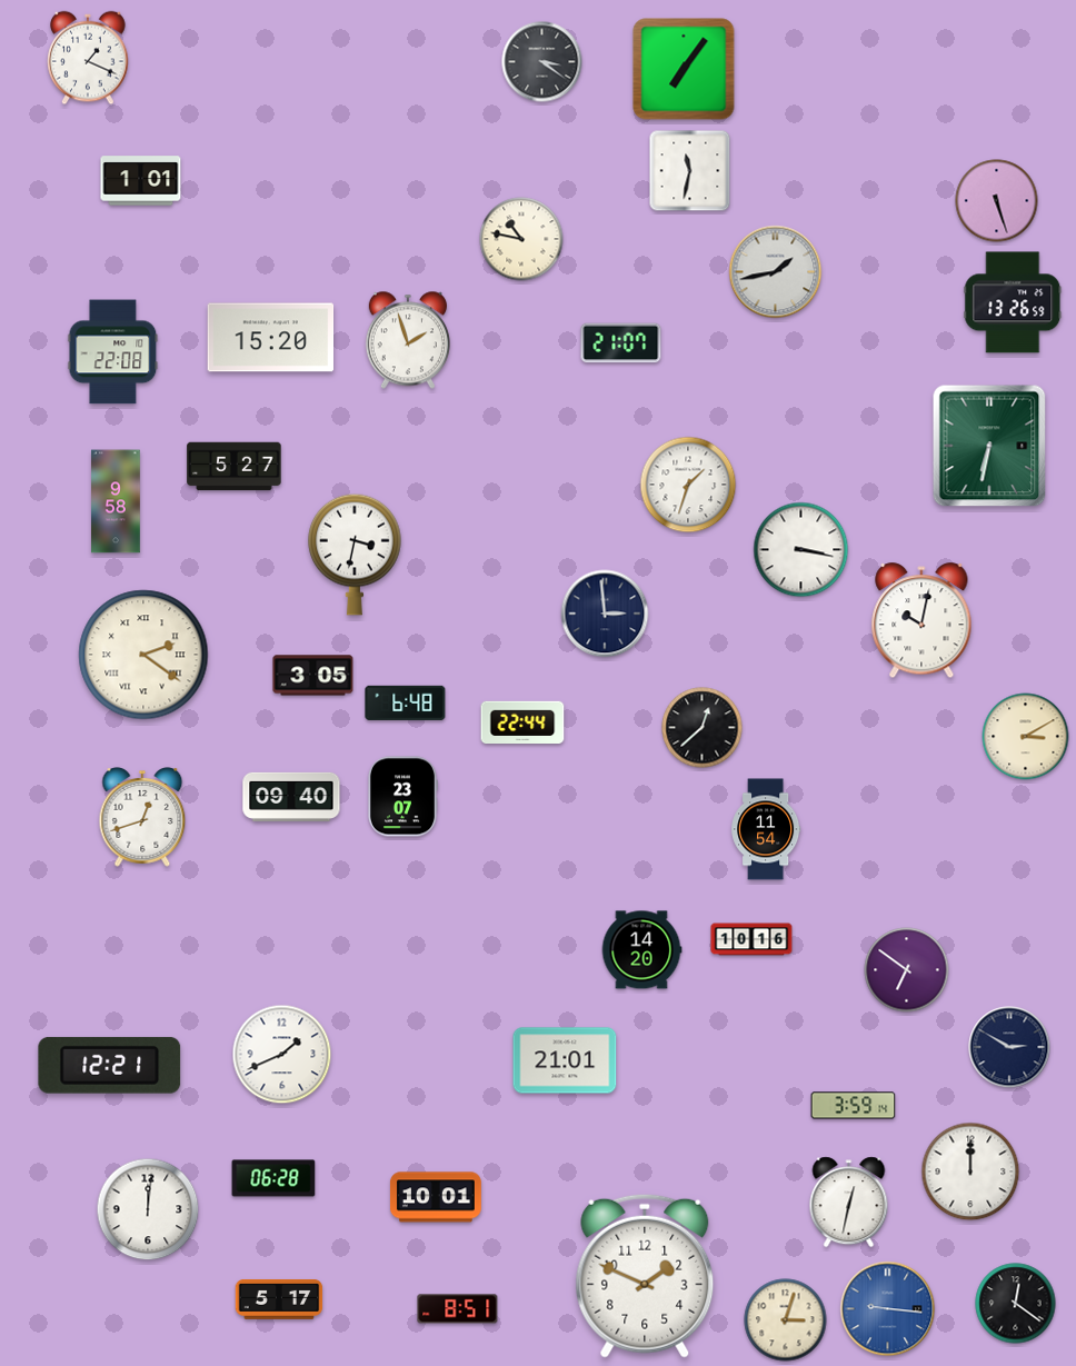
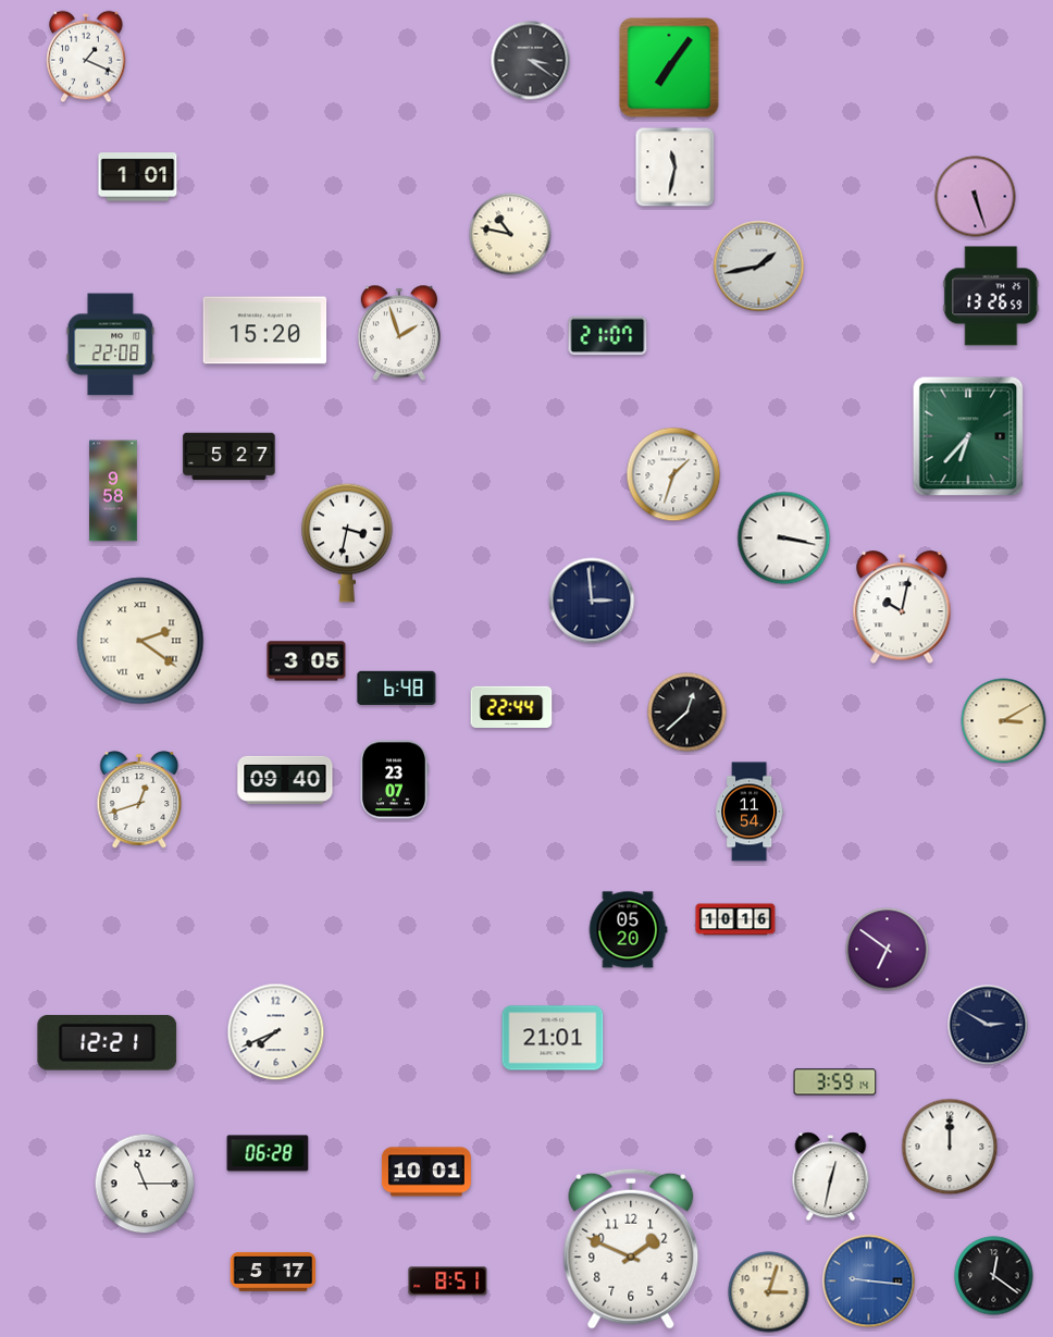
clock at (989, 446): 6:32 -> 6:37
clock at (641, 950): 14:20 -> 05:20
clock at (282, 1055): 1:41 -> 7:41
clock at (148, 1209): 12:01 -> 11:15
